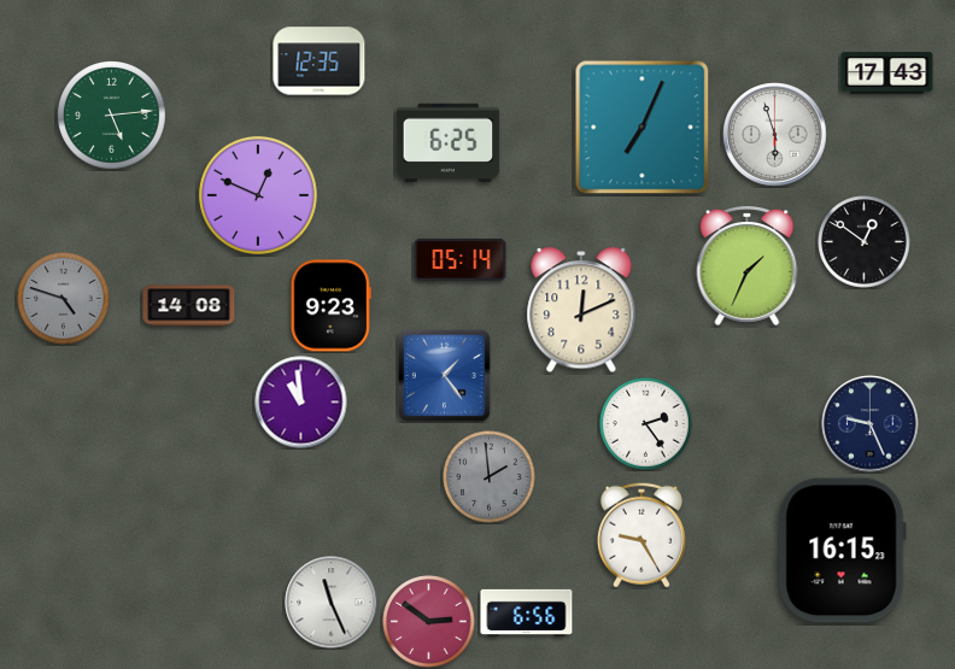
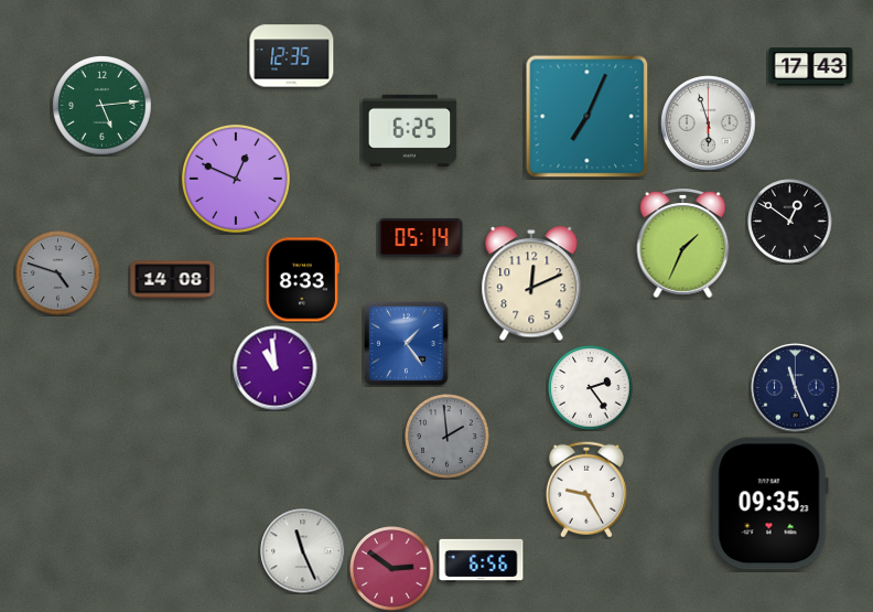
clock at (330, 306): 9:23 -> 8:33
clock at (871, 424): 9:26 -> 11:26
clock at (842, 551): 16:15 -> 09:35
